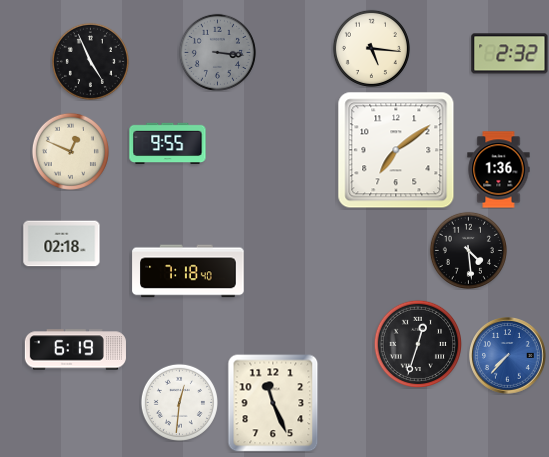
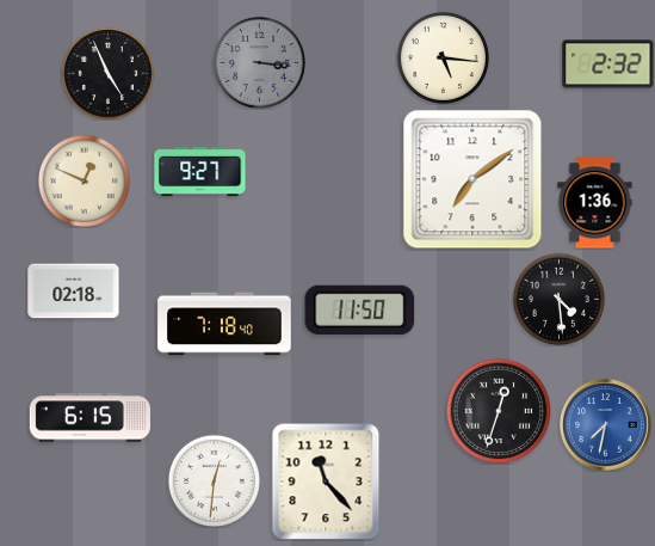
clock at (168, 144): 9:55 -> 9:27
clock at (360, 309): none -> 11:50
clock at (75, 350): 6:19 -> 6:15
clock at (508, 356): 7:37 -> 7:32
clock at (273, 403): 11:26 -> 11:23
